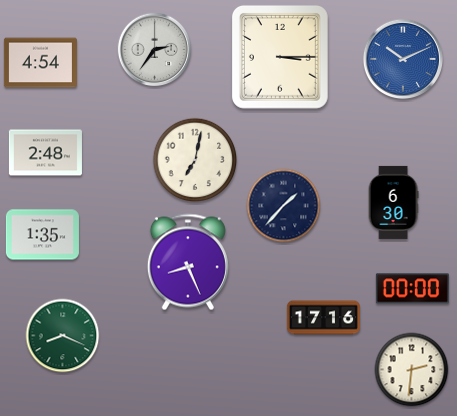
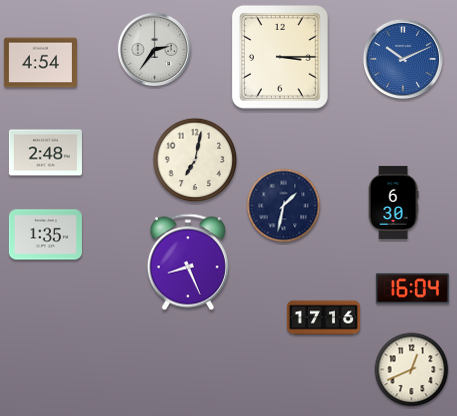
clock at (284, 206): 1:37 -> 1:32
clock at (42, 235) position: (42, 235) -> (45, 235)
clock at (412, 289): 00:00 -> 16:04
clock at (63, 336): 8:19 -> none
clock at (412, 370): 2:31 -> 12:41
